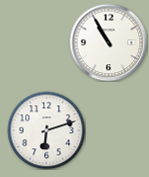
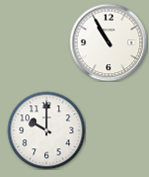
clock at (46, 130): 6:12 -> 10:00
